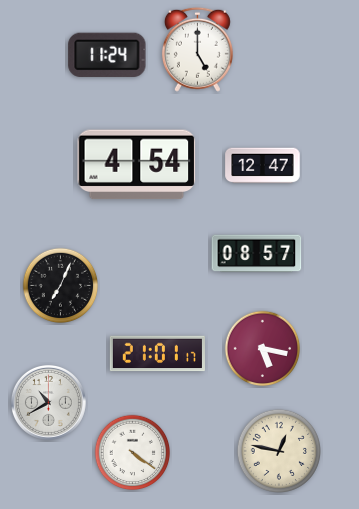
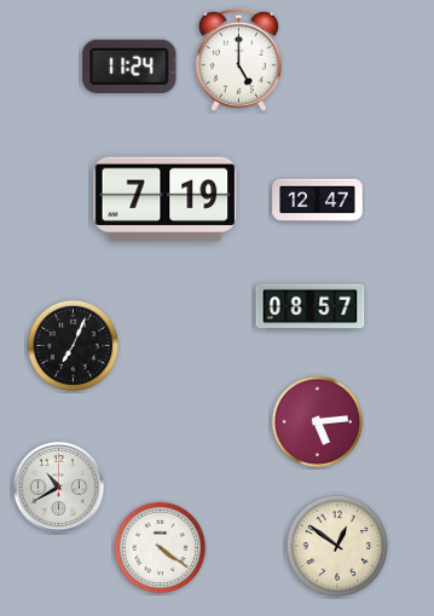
clock at (137, 165): 4:54 -> 7:19
clock at (263, 349): 5:17 -> 5:14
clock at (157, 354): 21:01 -> none
clock at (278, 450): 12:47 -> 12:51
